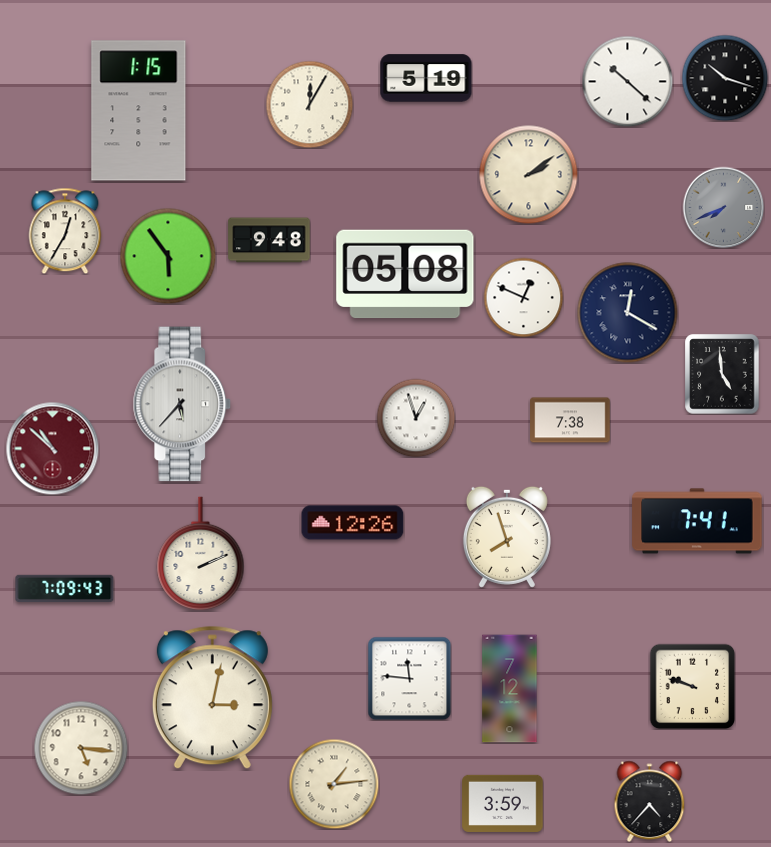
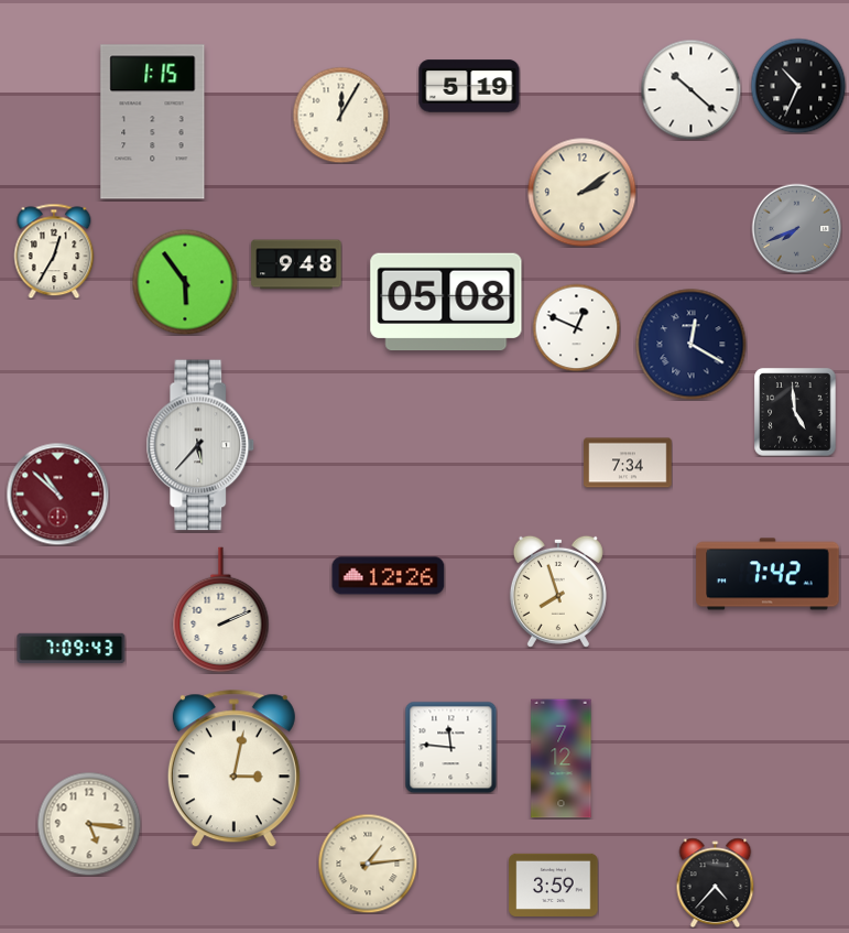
clock at (725, 78): 10:18 -> 10:34
clock at (65, 231) position: (65, 231) -> (54, 251)
clock at (416, 418): 12:57 -> none
clock at (570, 420): 7:38 -> 7:34
clock at (697, 521): 7:41 -> 7:42
clock at (692, 686): 9:48 -> none
